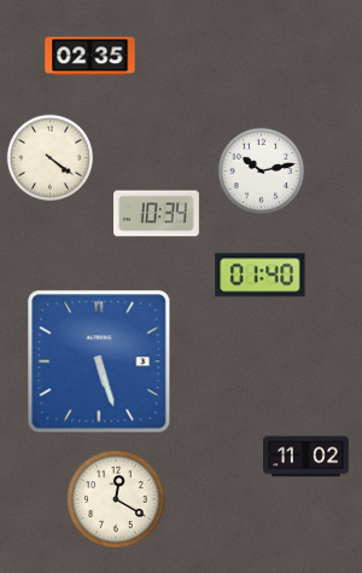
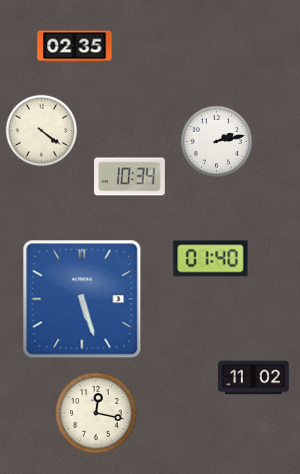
clock at (262, 172): 10:13 -> 2:13
clock at (261, 276) position: (261, 276) -> (211, 259)
clock at (116, 499): 12:20 -> 12:17
